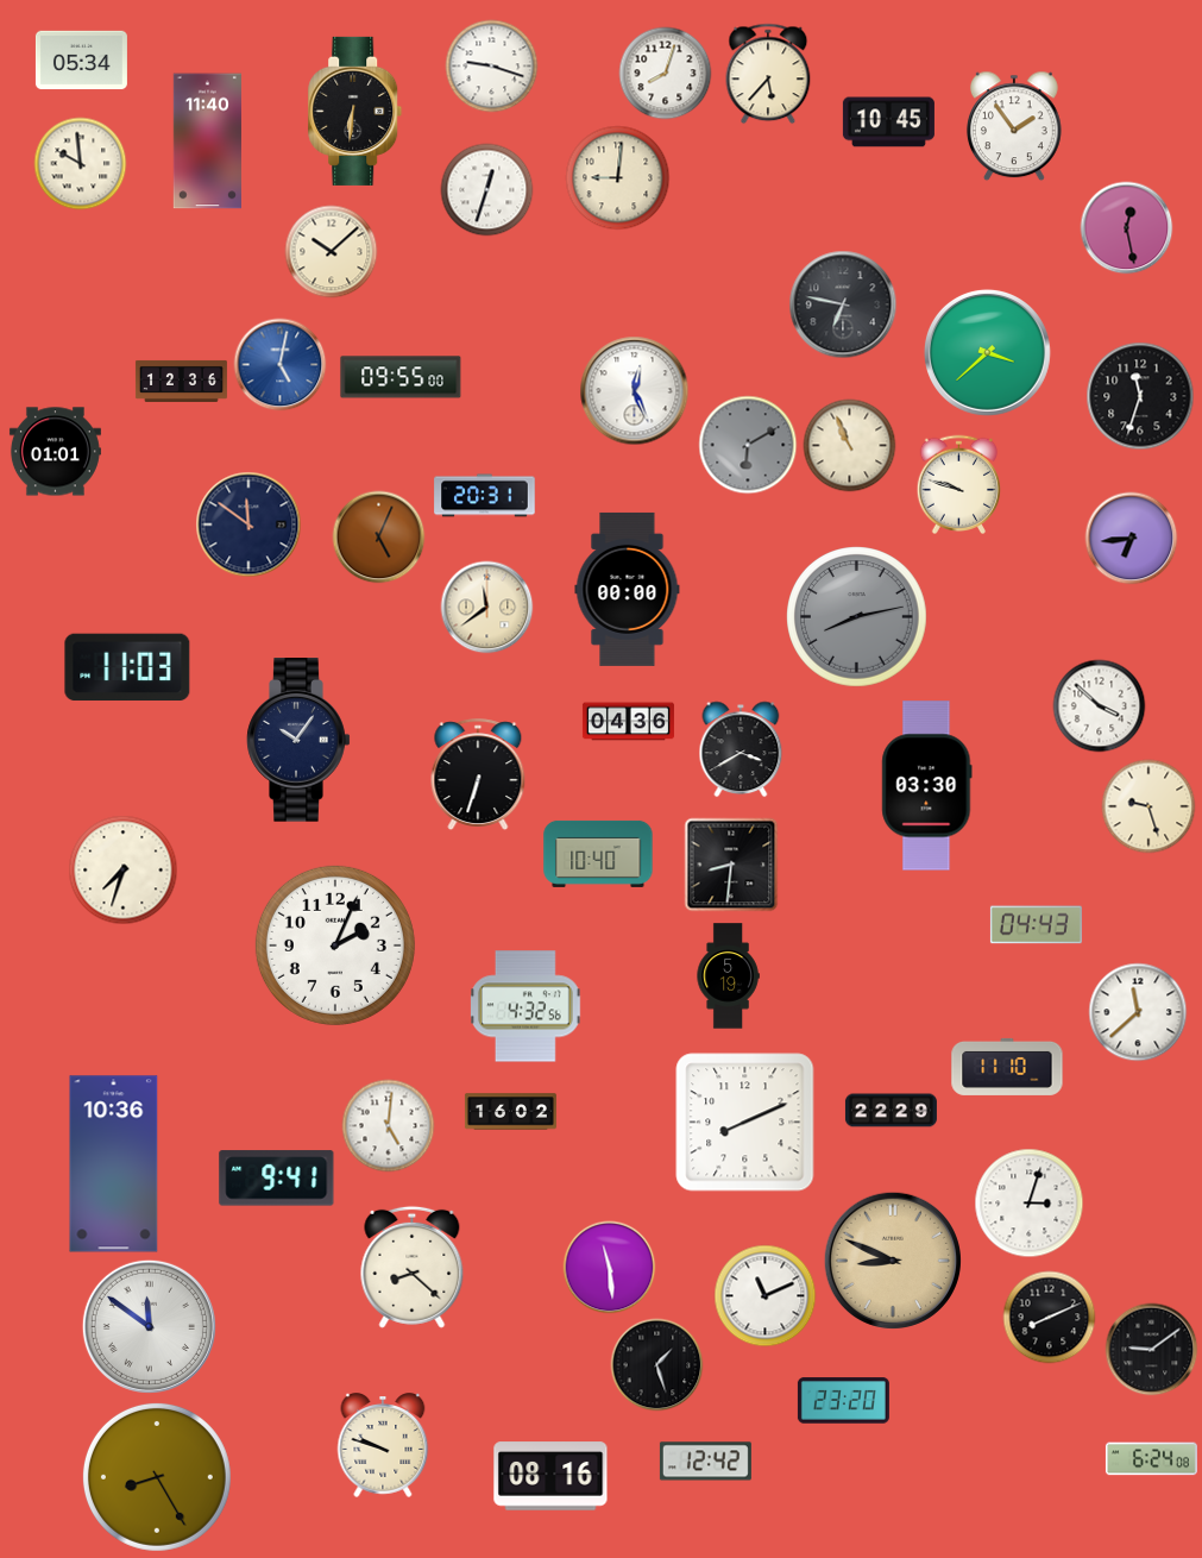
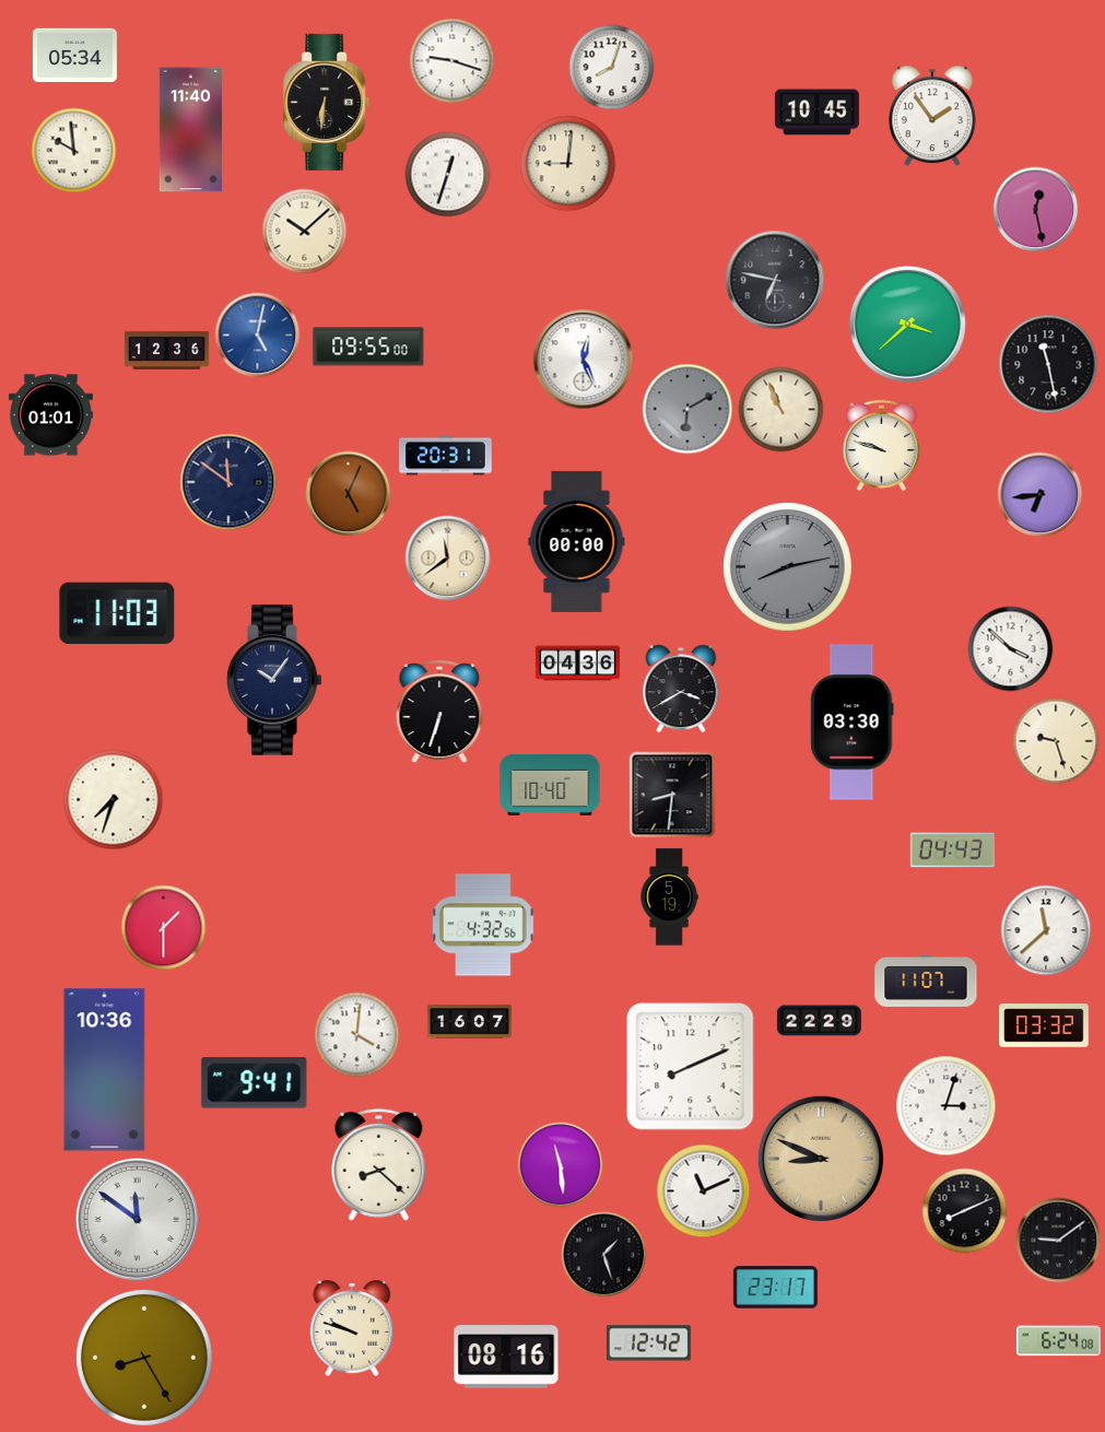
clock at (768, 74): 5:37 -> none
clock at (1140, 396): 11:33 -> 11:28
clock at (335, 946): 2:04 -> none
clock at (163, 927): none -> 1:30
clock at (1007, 1067): 11:10 -> 11:07
clock at (510, 1112): 16:02 -> 16:07
clock at (1044, 1025): none -> 03:32
clock at (745, 1123) position: (745, 1123) -> (691, 1067)
clock at (388, 1125): 5:01 -> 4:01
clock at (843, 1401): 23:20 -> 23:17
